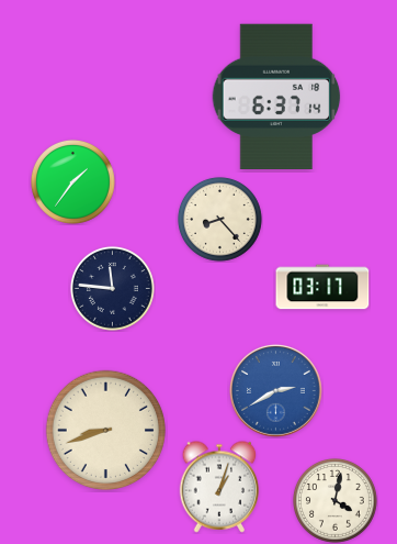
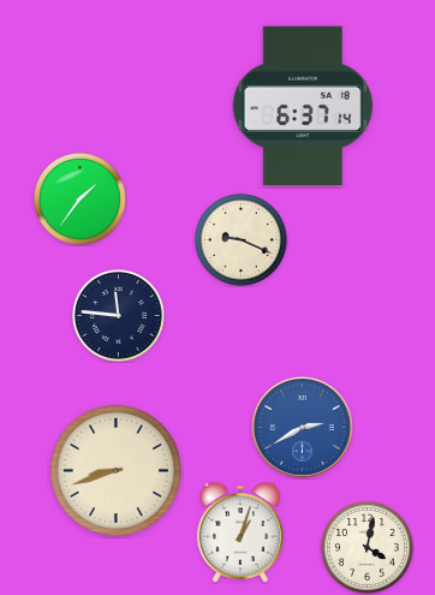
clock at (219, 219): 8:23 -> 9:19
clock at (322, 287): 03:17 -> none
clock at (112, 288) position: (112, 288) -> (118, 315)
